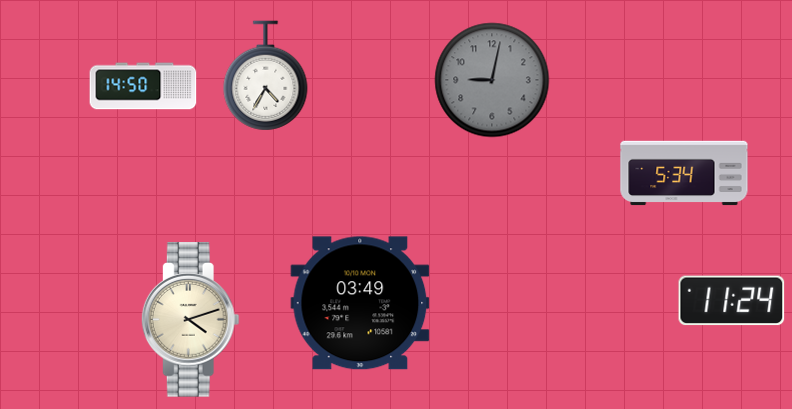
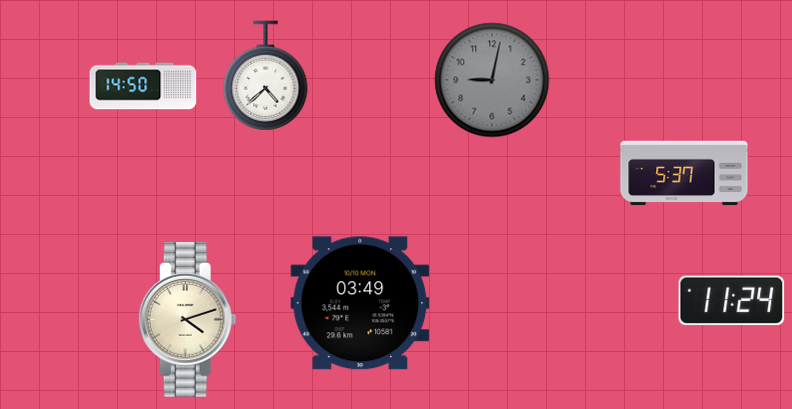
clock at (266, 76): 4:35 -> 4:38
clock at (684, 173): 5:34 -> 5:37
clock at (190, 320) position: (190, 320) -> (187, 320)
